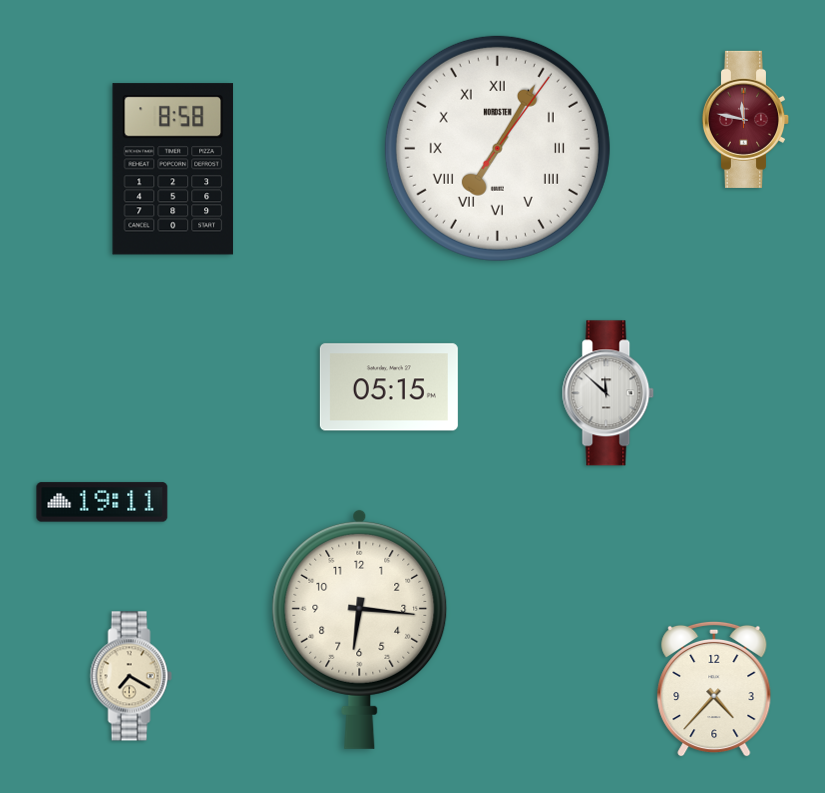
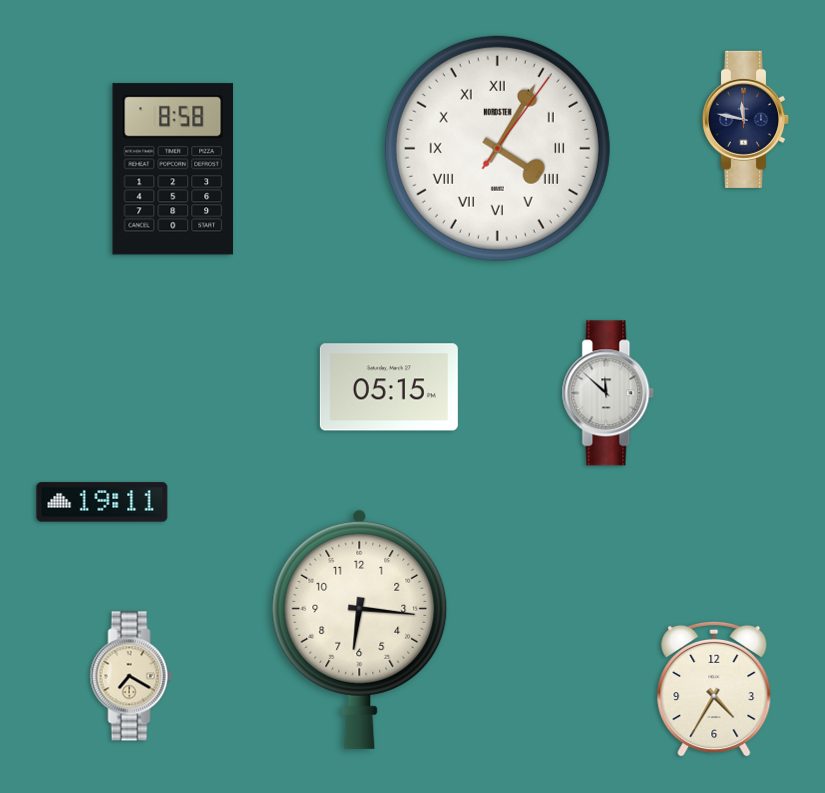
clock at (746, 119) dial: burgundy -> navy
clock at (497, 148): 7:05 -> 4:05
clock at (714, 689): 4:37 -> 4:35
